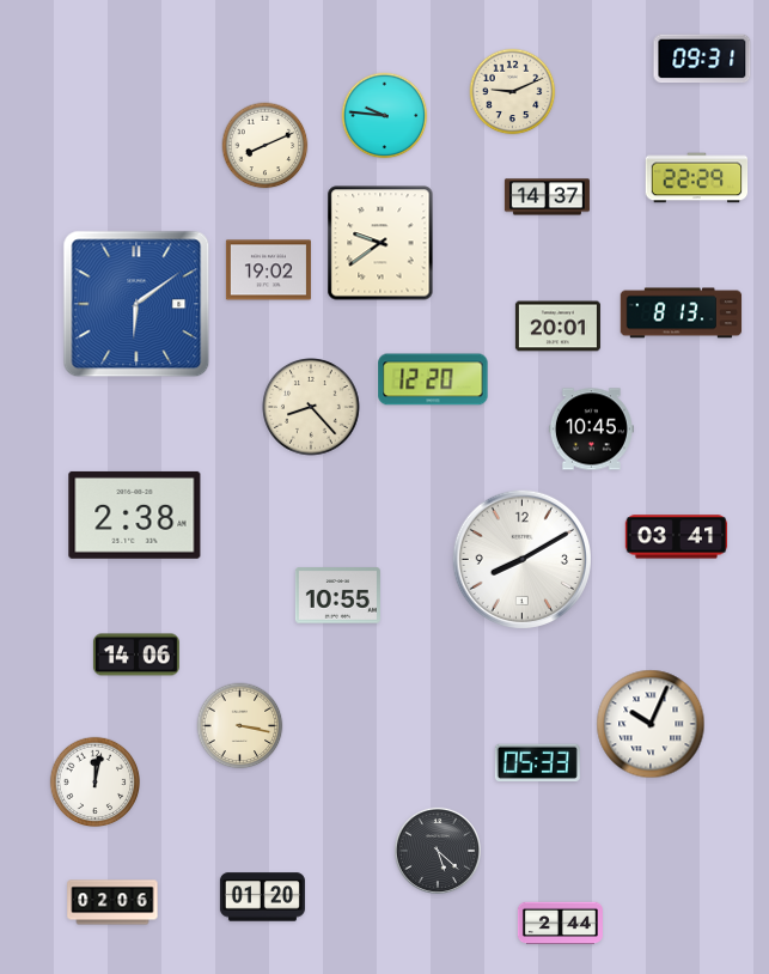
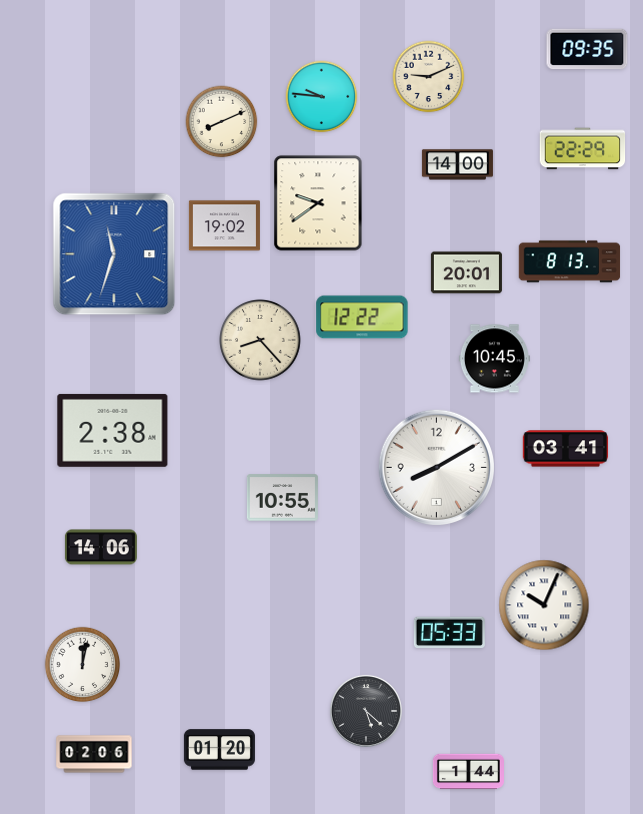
clock at (702, 59): 09:31 -> 09:35
clock at (547, 197): 14:37 -> 14:00
clock at (136, 304): 6:09 -> 11:33
clock at (433, 379): 12:20 -> 12:22
clock at (136, 655) position: (136, 655) -> (101, 547)
clock at (240, 726): 3:17 -> none
clock at (537, 763) position: (537, 763) -> (449, 633)
clock at (96, 783) position: (96, 783) -> (83, 665)
clock at (560, 924): 2:44 -> 1:44
